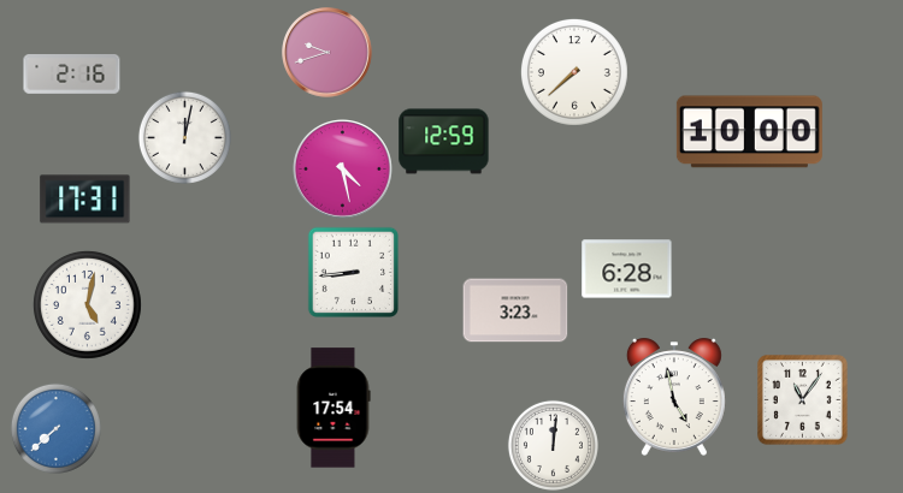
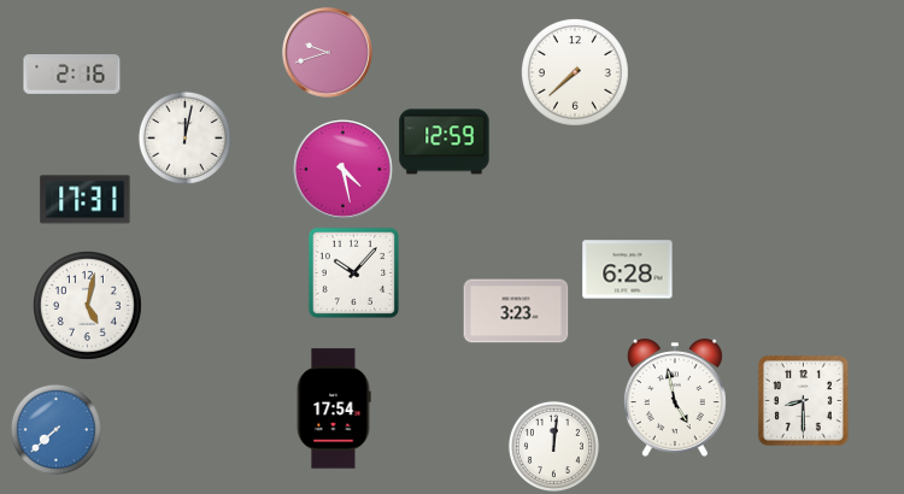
clock at (749, 132): 10:00 -> none
clock at (353, 272): 8:44 -> 10:07
clock at (803, 400): 11:06 -> 8:30
